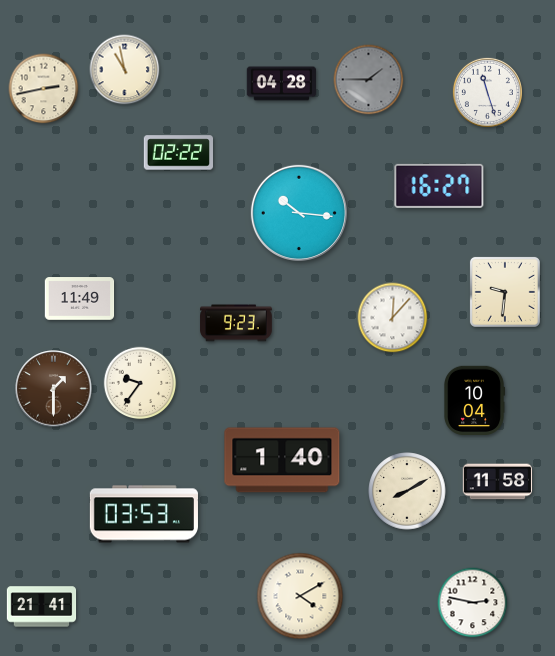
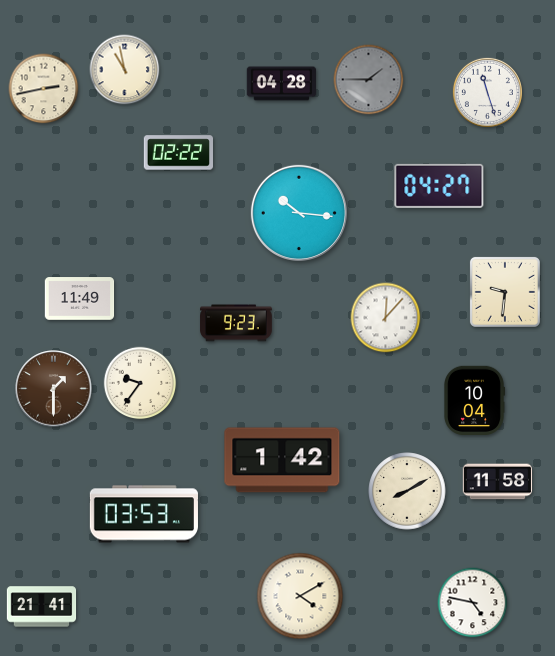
clock at (439, 186): 16:27 -> 04:27
clock at (393, 318) position: (393, 318) -> (386, 318)
clock at (282, 460): 1:40 -> 1:42
clock at (473, 603): 2:47 -> 4:47
